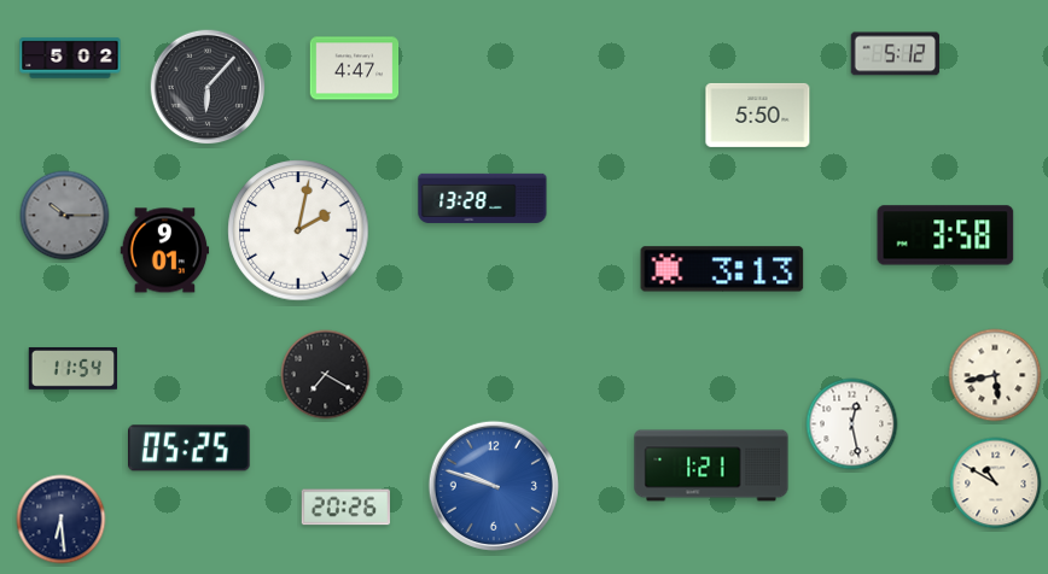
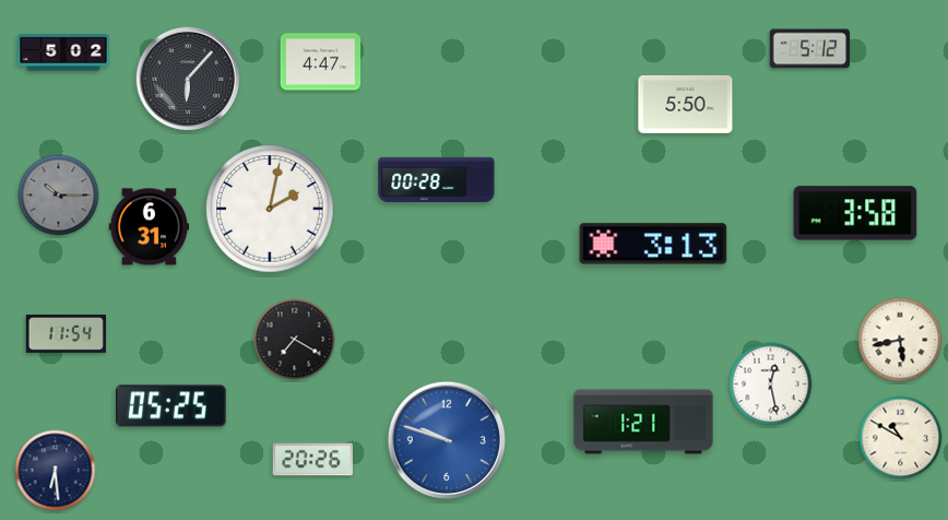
clock at (483, 198): 13:28 -> 00:28
clock at (165, 251): 9:01 -> 6:31
